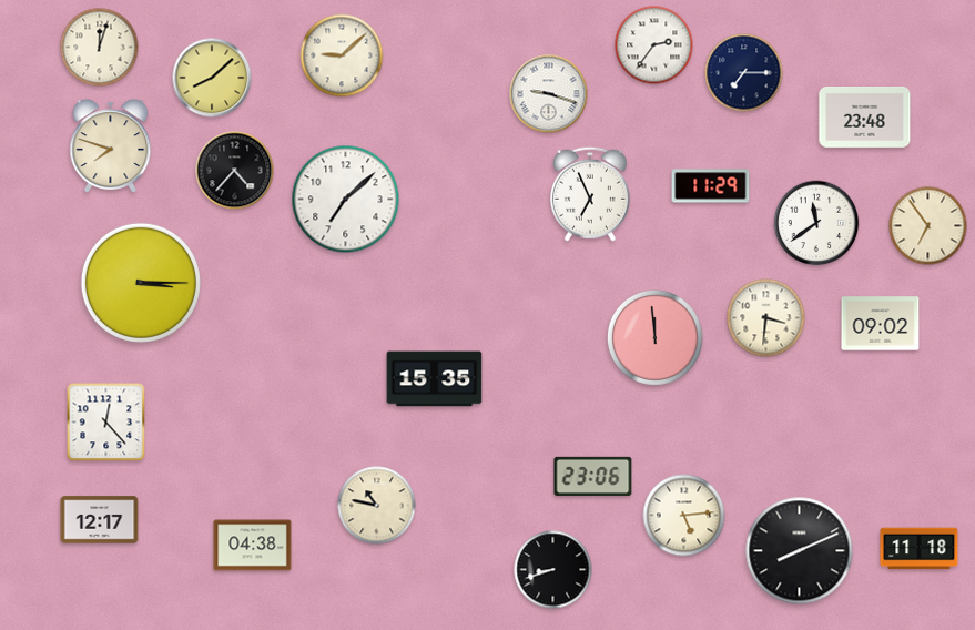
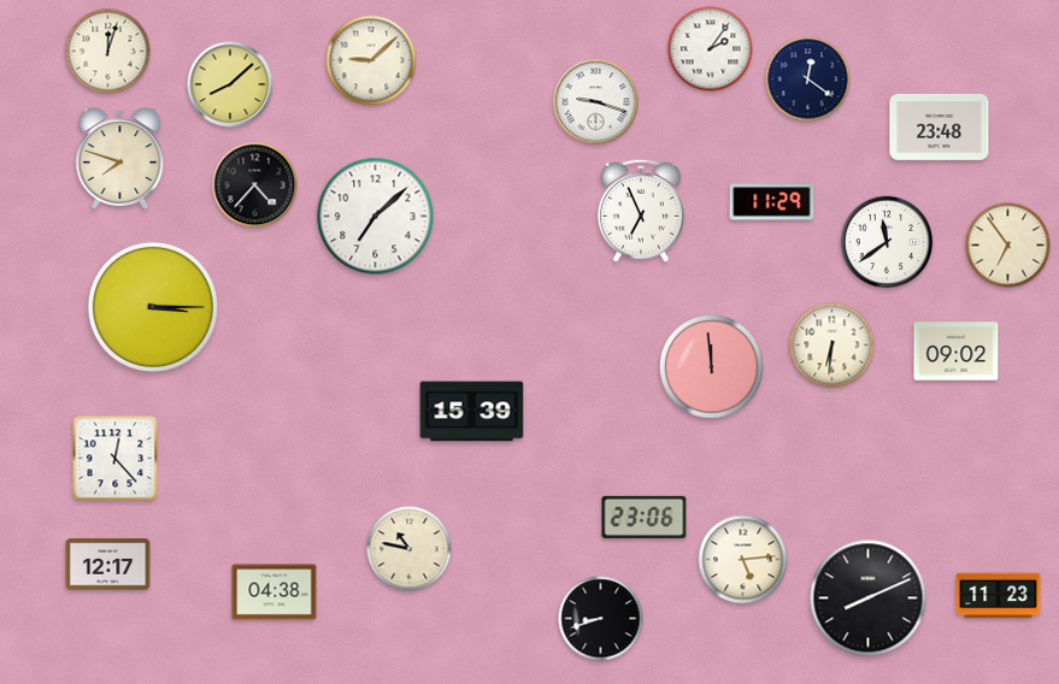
clock at (654, 45): 2:36 -> 2:06
clock at (744, 73): 7:15 -> 12:21
clock at (766, 318): 3:31 -> 6:31
clock at (435, 379): 15:35 -> 15:39
clock at (920, 549): 11:18 -> 11:23
